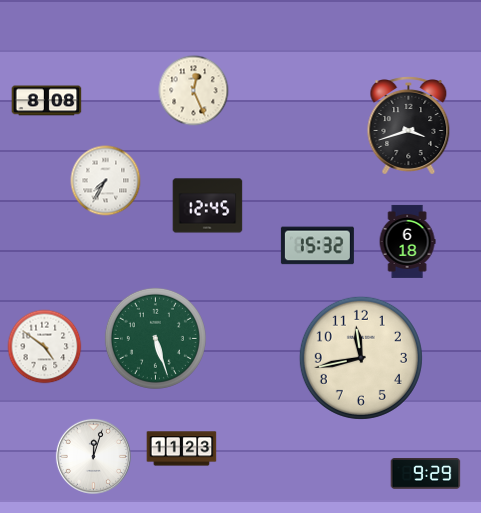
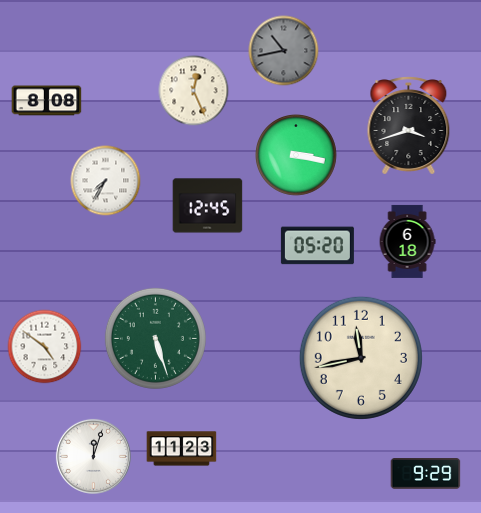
clock at (284, 51): none -> 10:43
clock at (297, 156): none -> 3:17
clock at (317, 246): 15:32 -> 05:20
